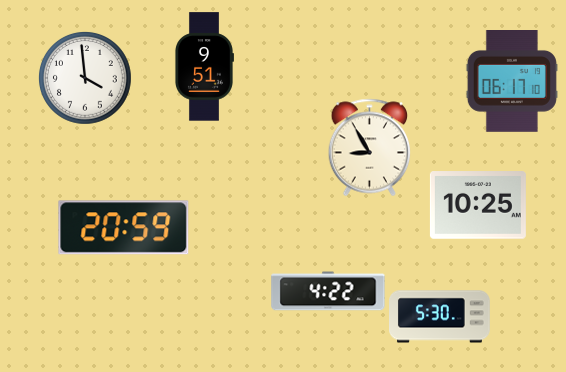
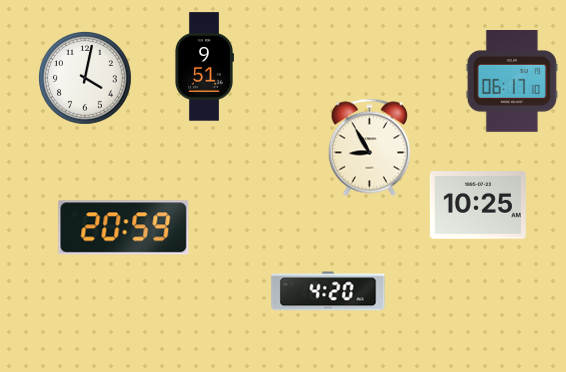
clock at (85, 78): 3:59 -> 4:02
clock at (328, 291): 4:22 -> 4:20
clock at (440, 317): 5:30 -> none
